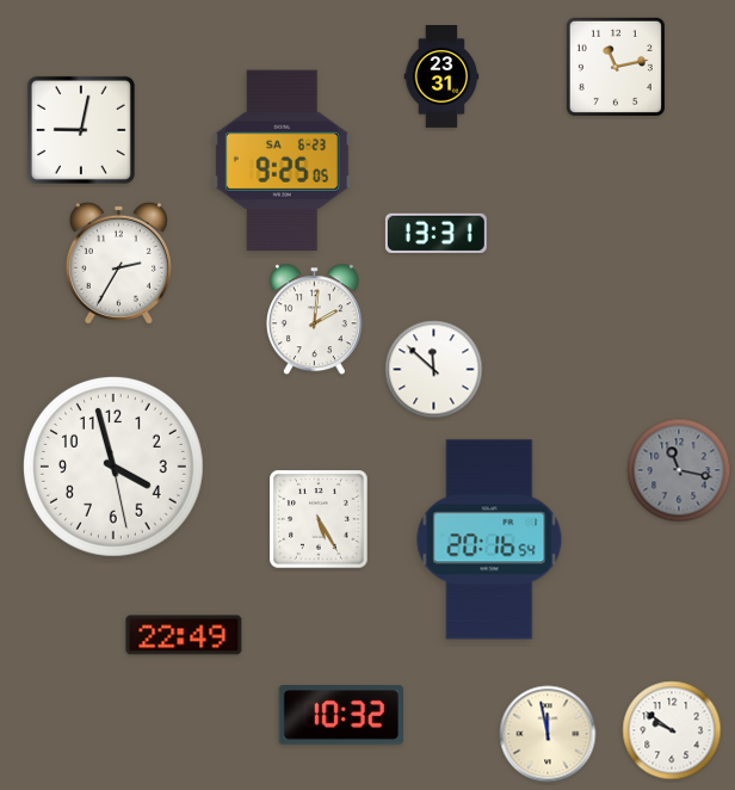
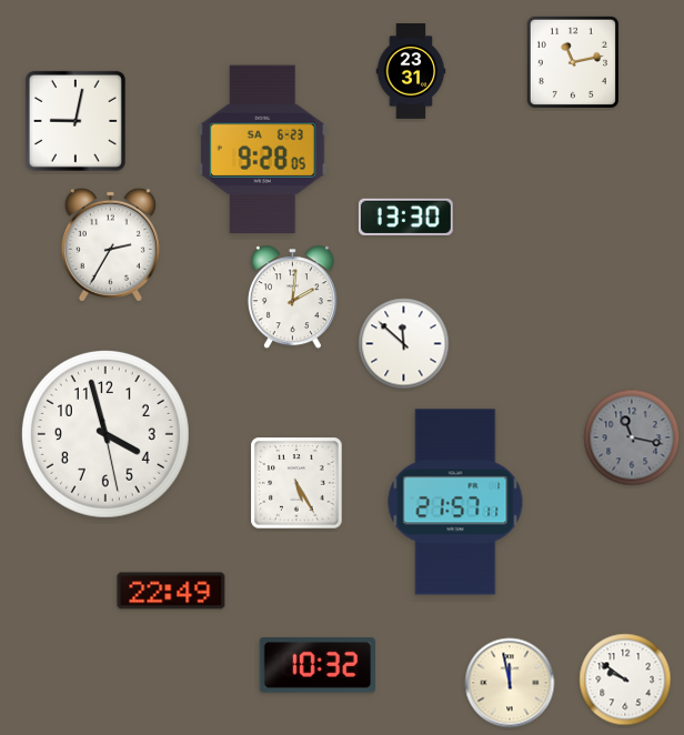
clock at (282, 160): 9:25 -> 9:28
clock at (436, 233): 13:31 -> 13:30
clock at (489, 539): 20:16 -> 21:57
